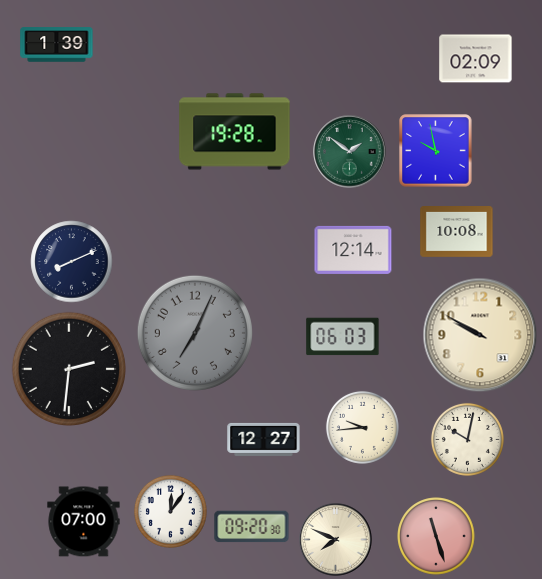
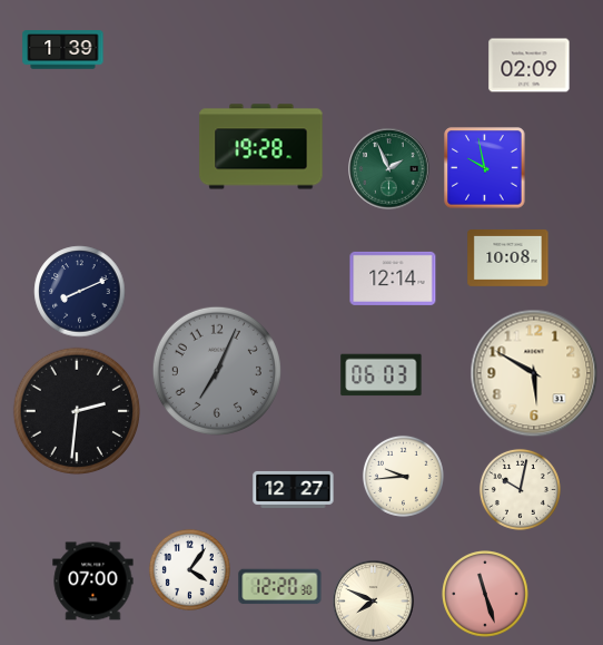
clock at (350, 152): 1:51 -> 1:56
clock at (480, 335): 9:50 -> 5:50
clock at (170, 511): 12:06 -> 4:06
clock at (252, 527): 09:20 -> 12:20
clock at (436, 536) position: (436, 536) -> (485, 594)
